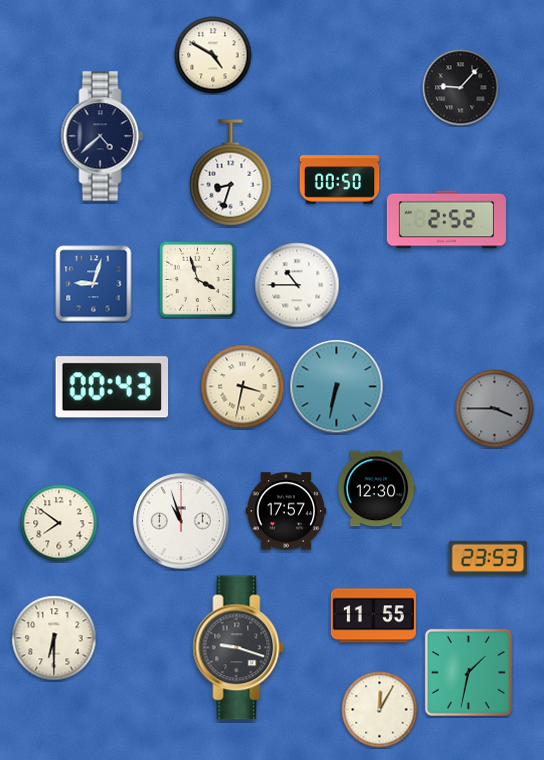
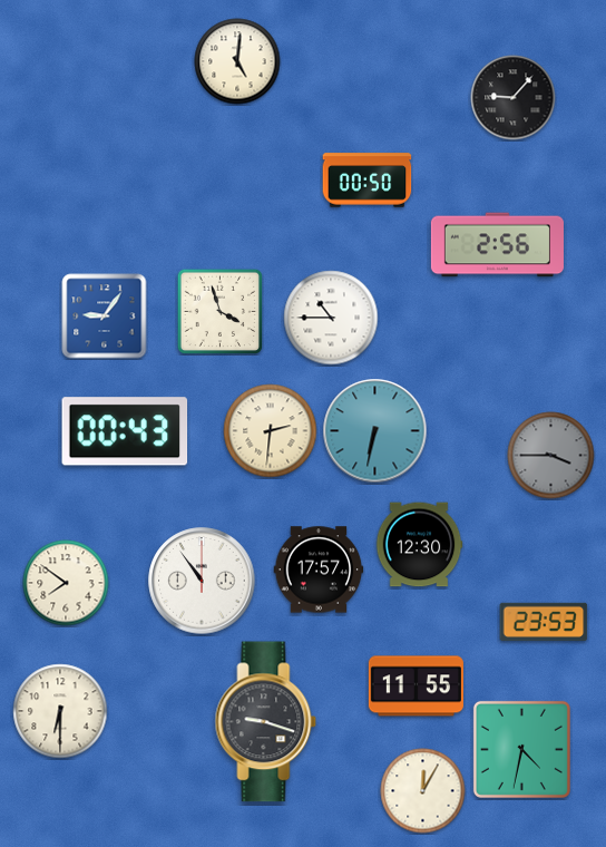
clock at (213, 55): 4:50 -> 5:01
clock at (102, 136): 4:38 -> none
clock at (231, 173): 8:33 -> none
clock at (340, 180) position: (340, 180) -> (368, 181)
clock at (446, 220): 2:52 -> 2:56
clock at (94, 284): 9:03 -> 9:06
clock at (243, 387): 3:32 -> 2:31
clock at (181, 521): 10:57 -> 10:54
clock at (468, 672): 1:32 -> 4:32
